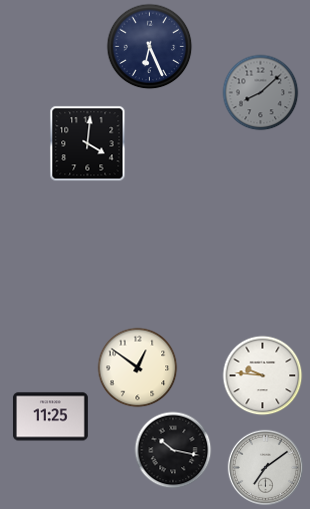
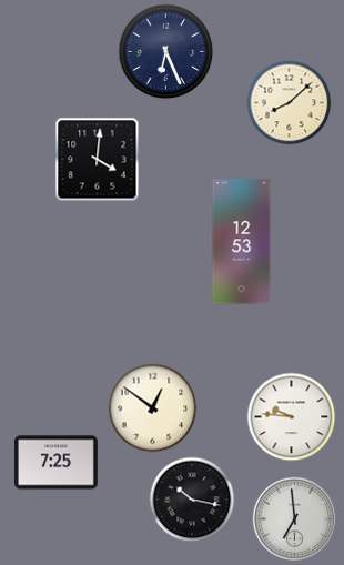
clock at (261, 93) dial: grey -> cream
clock at (242, 242): none -> 12:53
clock at (50, 417): 11:25 -> 7:25
clock at (266, 468): 7:09 -> 6:59
